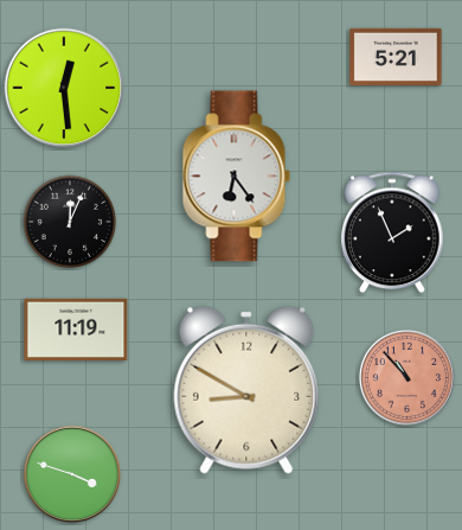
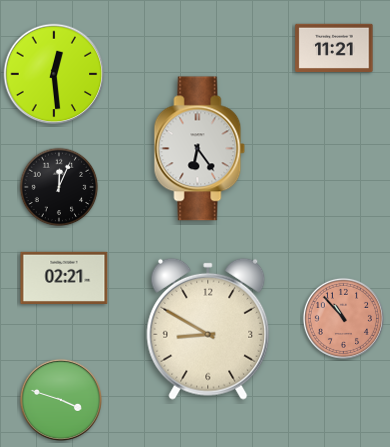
clock at (396, 56): 5:21 -> 11:21
clock at (393, 232): 1:56 -> none
clock at (76, 330): 11:19 -> 02:21
